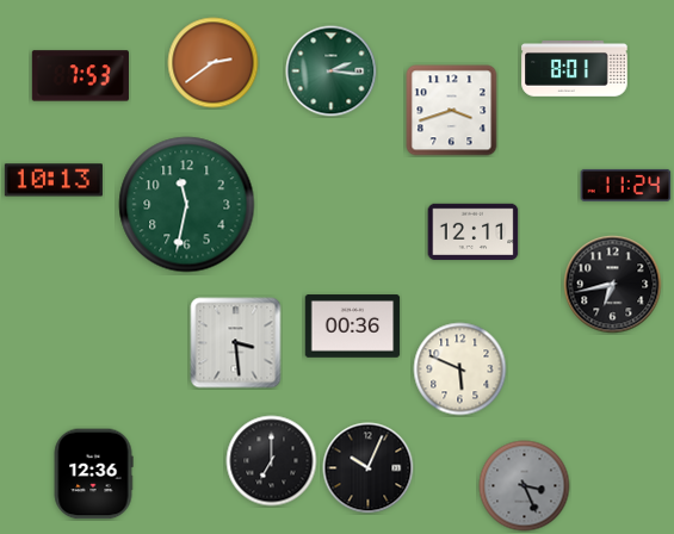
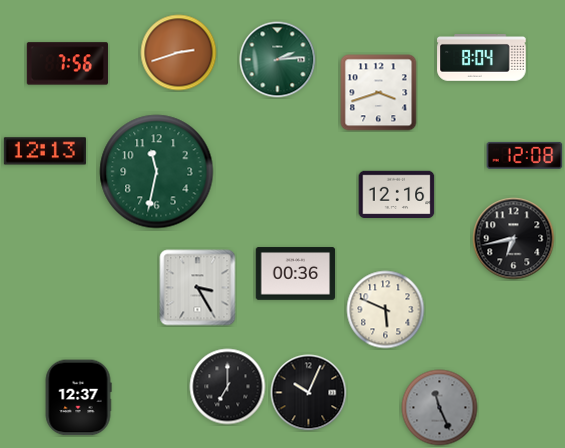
clock at (214, 63): 2:39 -> 2:42
clock at (575, 69): 8:01 -> 8:04
clock at (332, 72): 2:16 -> 2:14
clock at (80, 76): 7:53 -> 7:56
clock at (54, 180): 10:13 -> 12:13
clock at (626, 185): 11:24 -> 12:08
clock at (474, 232): 12:11 -> 12:16
clock at (236, 343): 3:29 -> 3:25
clock at (93, 474): 12:36 -> 12:37
clock at (525, 486): 3:26 -> 11:26
